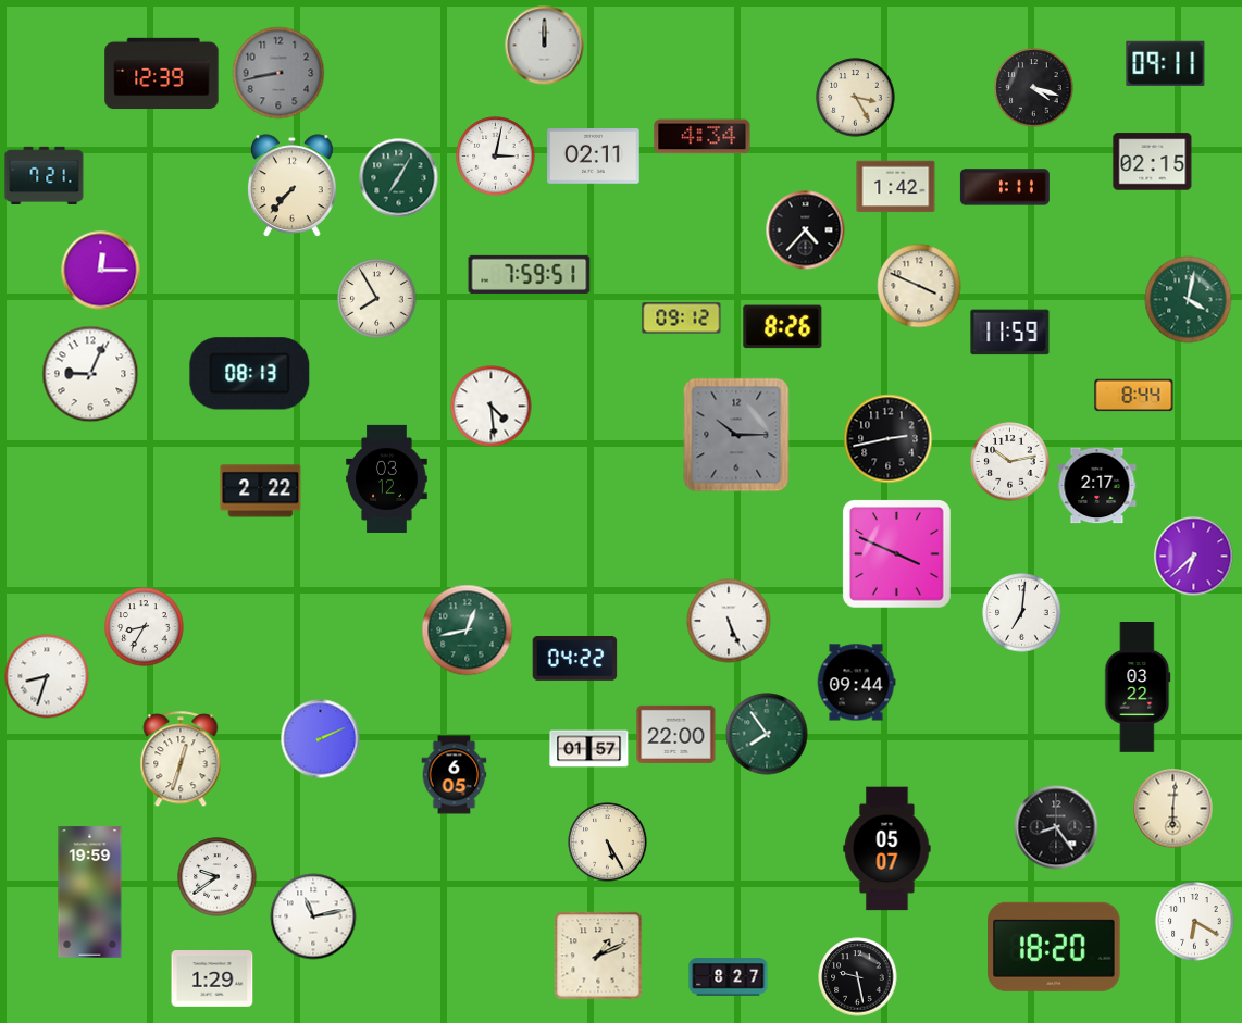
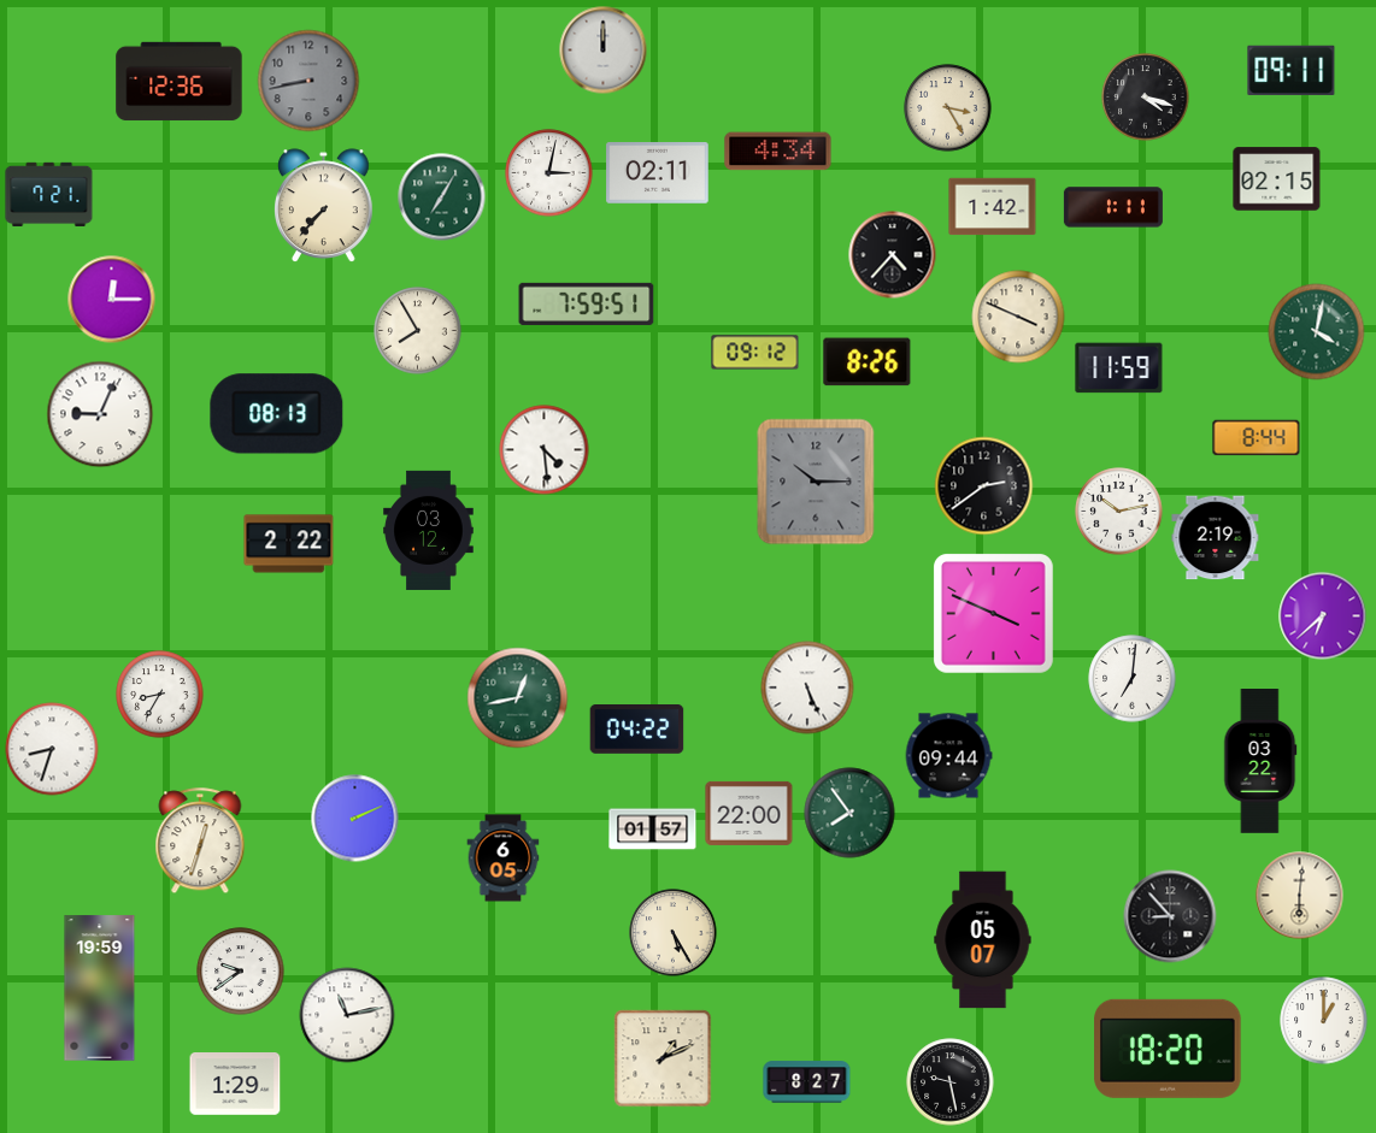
clock at (162, 74): 12:39 -> 12:36
clock at (889, 439): 2:43 -> 2:39
clock at (1097, 486): 2:17 -> 2:19
clock at (1056, 827): 8:24 -> 8:53
clock at (1195, 922): 6:20 -> 1:00
